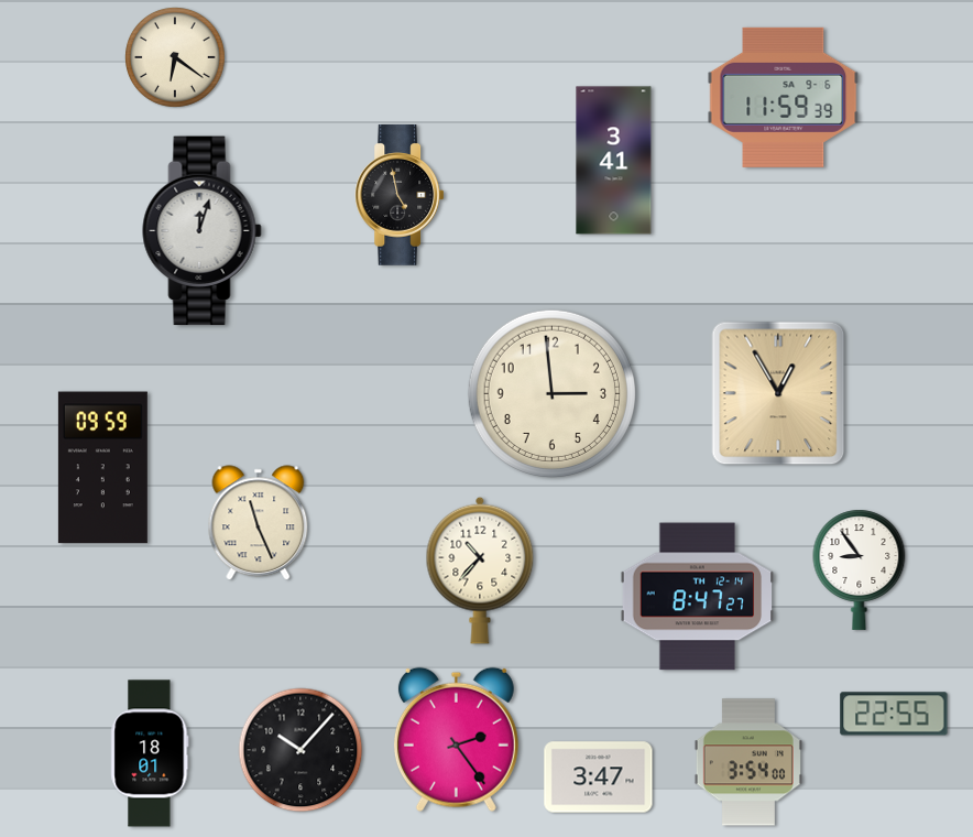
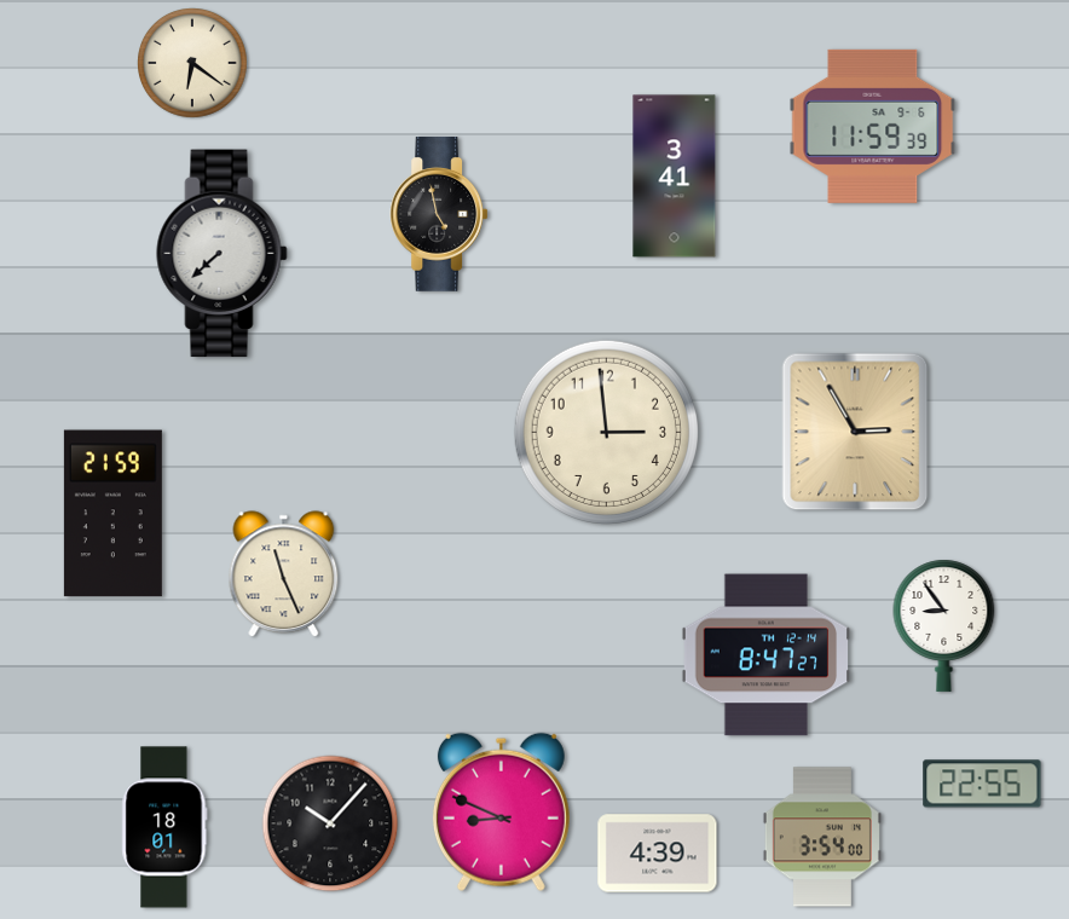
clock at (784, 97) position: (784, 97) -> (873, 126)
clock at (203, 231): 12:03 -> 7:38
clock at (778, 393): 12:55 -> 2:55
clock at (102, 468): 09:59 -> 21:59
clock at (480, 570): 10:37 -> none
clock at (456, 739): 2:24 -> 8:49
clock at (599, 778): 3:47 -> 4:39
